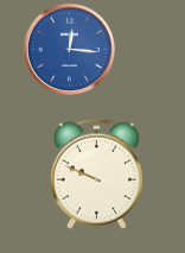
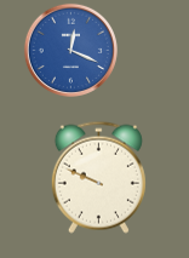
clock at (69, 49): 12:16 -> 12:19
